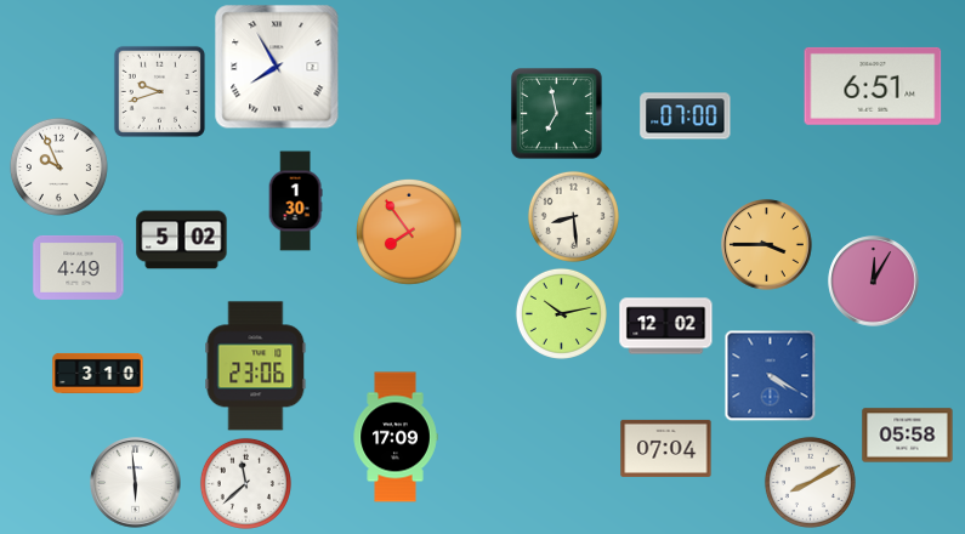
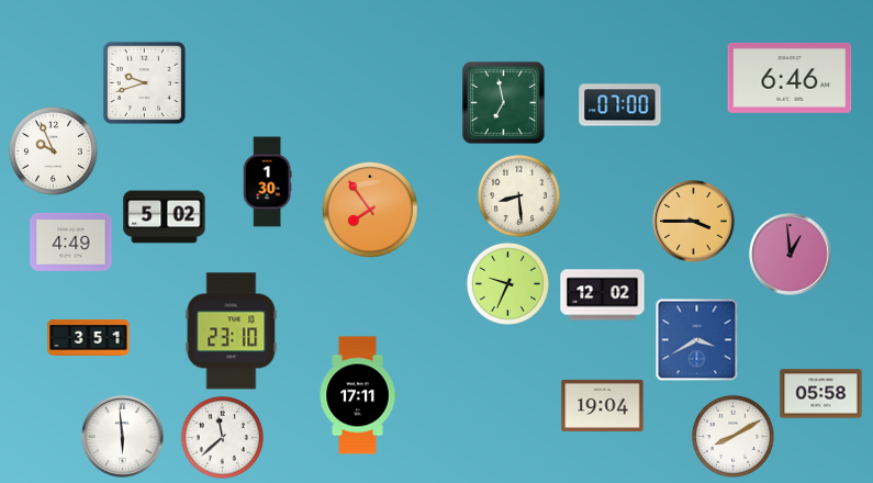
clock at (277, 67): 7:55 -> none
clock at (873, 86): 6:51 -> 6:46
clock at (874, 282): 12:05 -> 12:59
clock at (561, 313): 10:13 -> 9:34
clock at (256, 367): 23:06 -> 23:10
clock at (98, 373): 3:10 -> 3:51
clock at (771, 376): 4:20 -> 3:40
clock at (396, 437): 17:09 -> 17:11
clock at (666, 448): 07:04 -> 19:04
